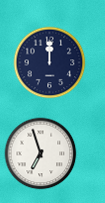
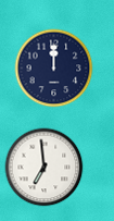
clock at (41, 154): 6:57 -> 6:59
